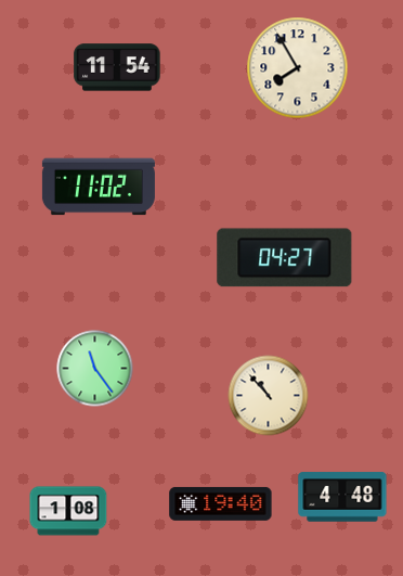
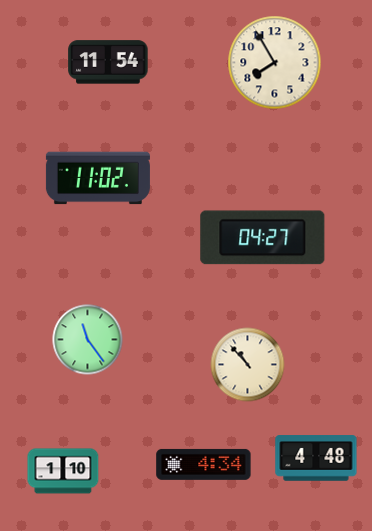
clock at (99, 187) position: (99, 187) -> (98, 178)
clock at (221, 503): 19:40 -> 4:34
clock at (68, 511): 1:08 -> 1:10
